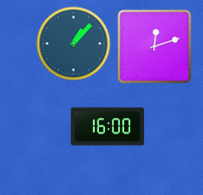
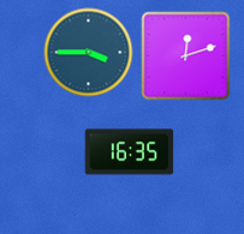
clock at (74, 44): 1:07 -> 3:45
clock at (108, 127): 16:00 -> 16:35
